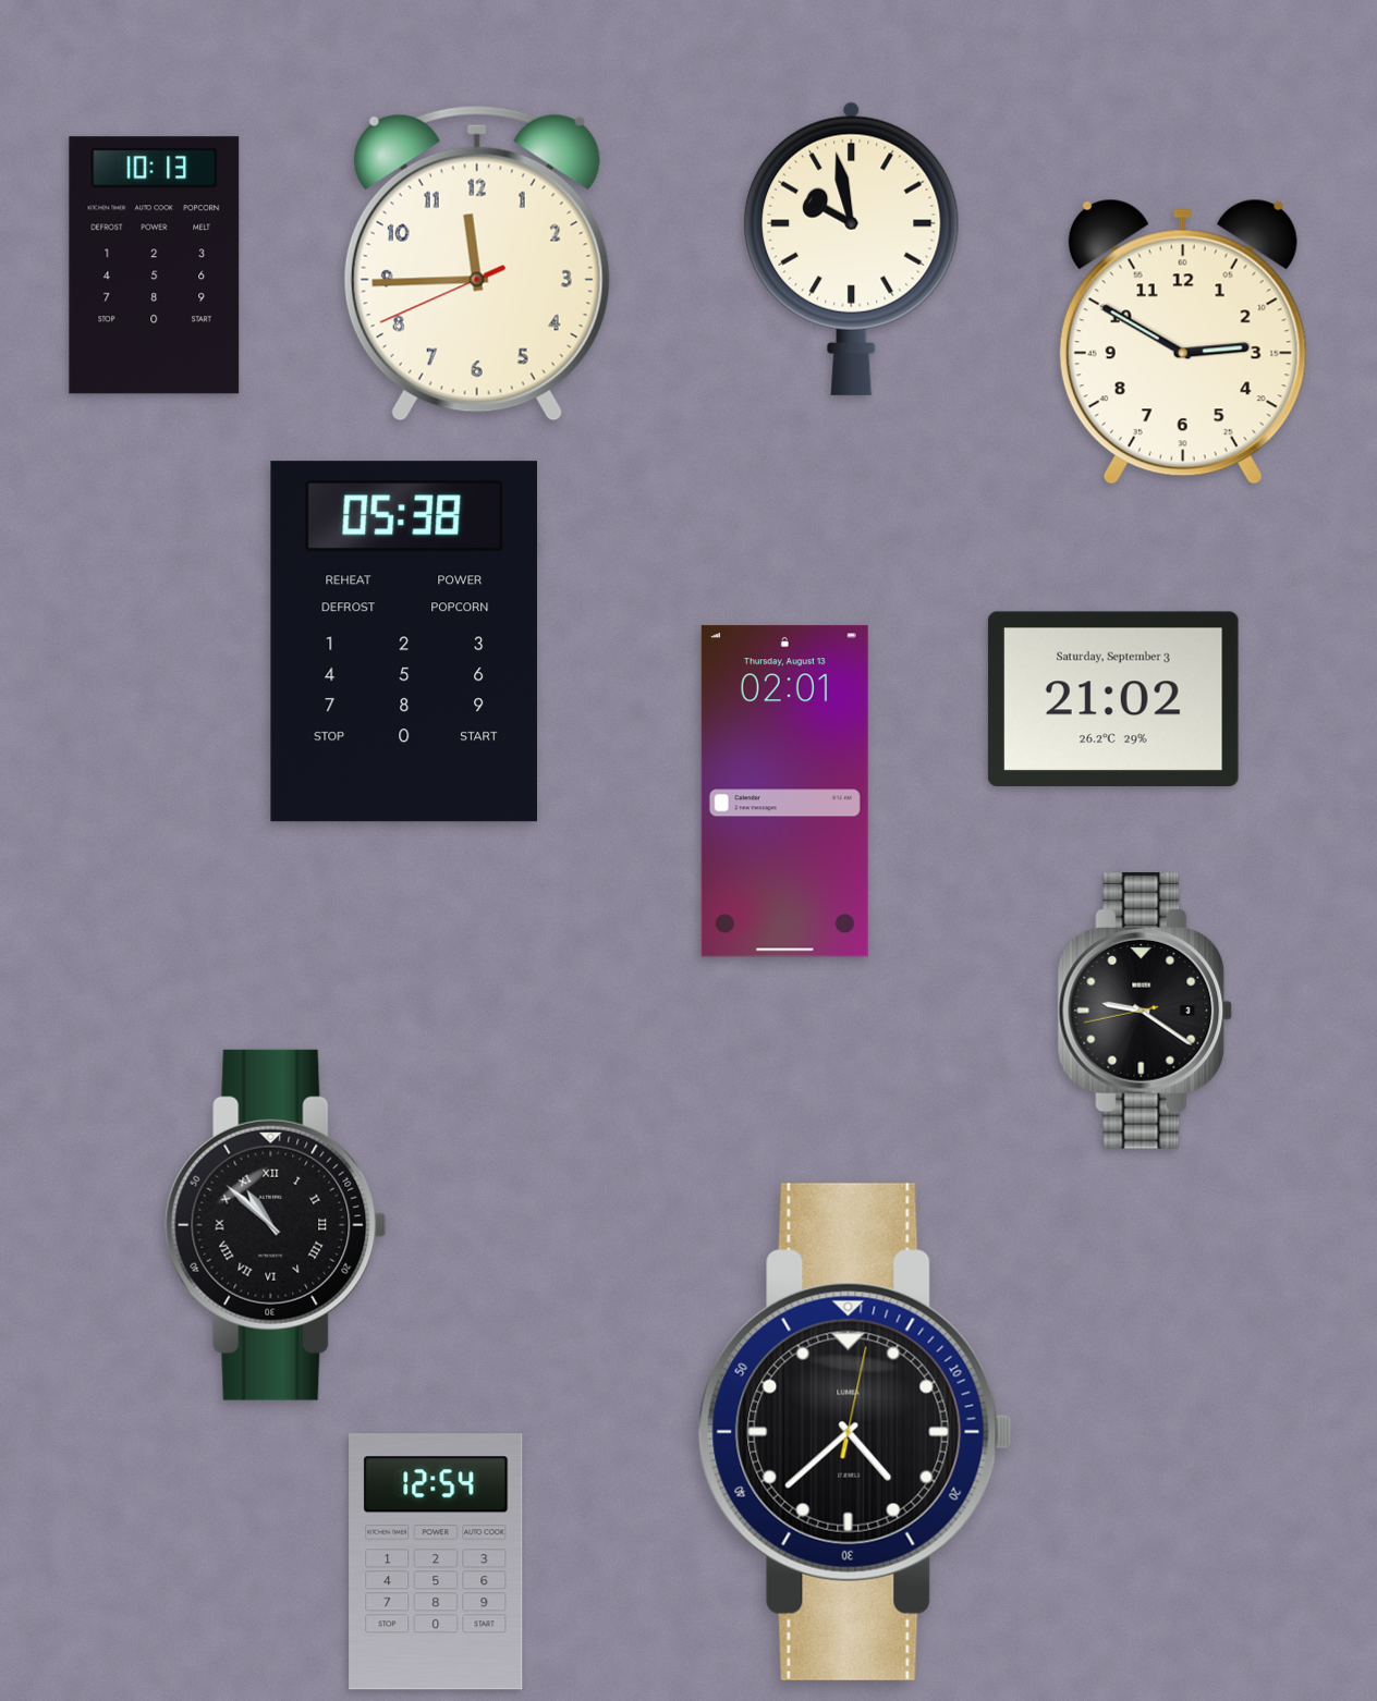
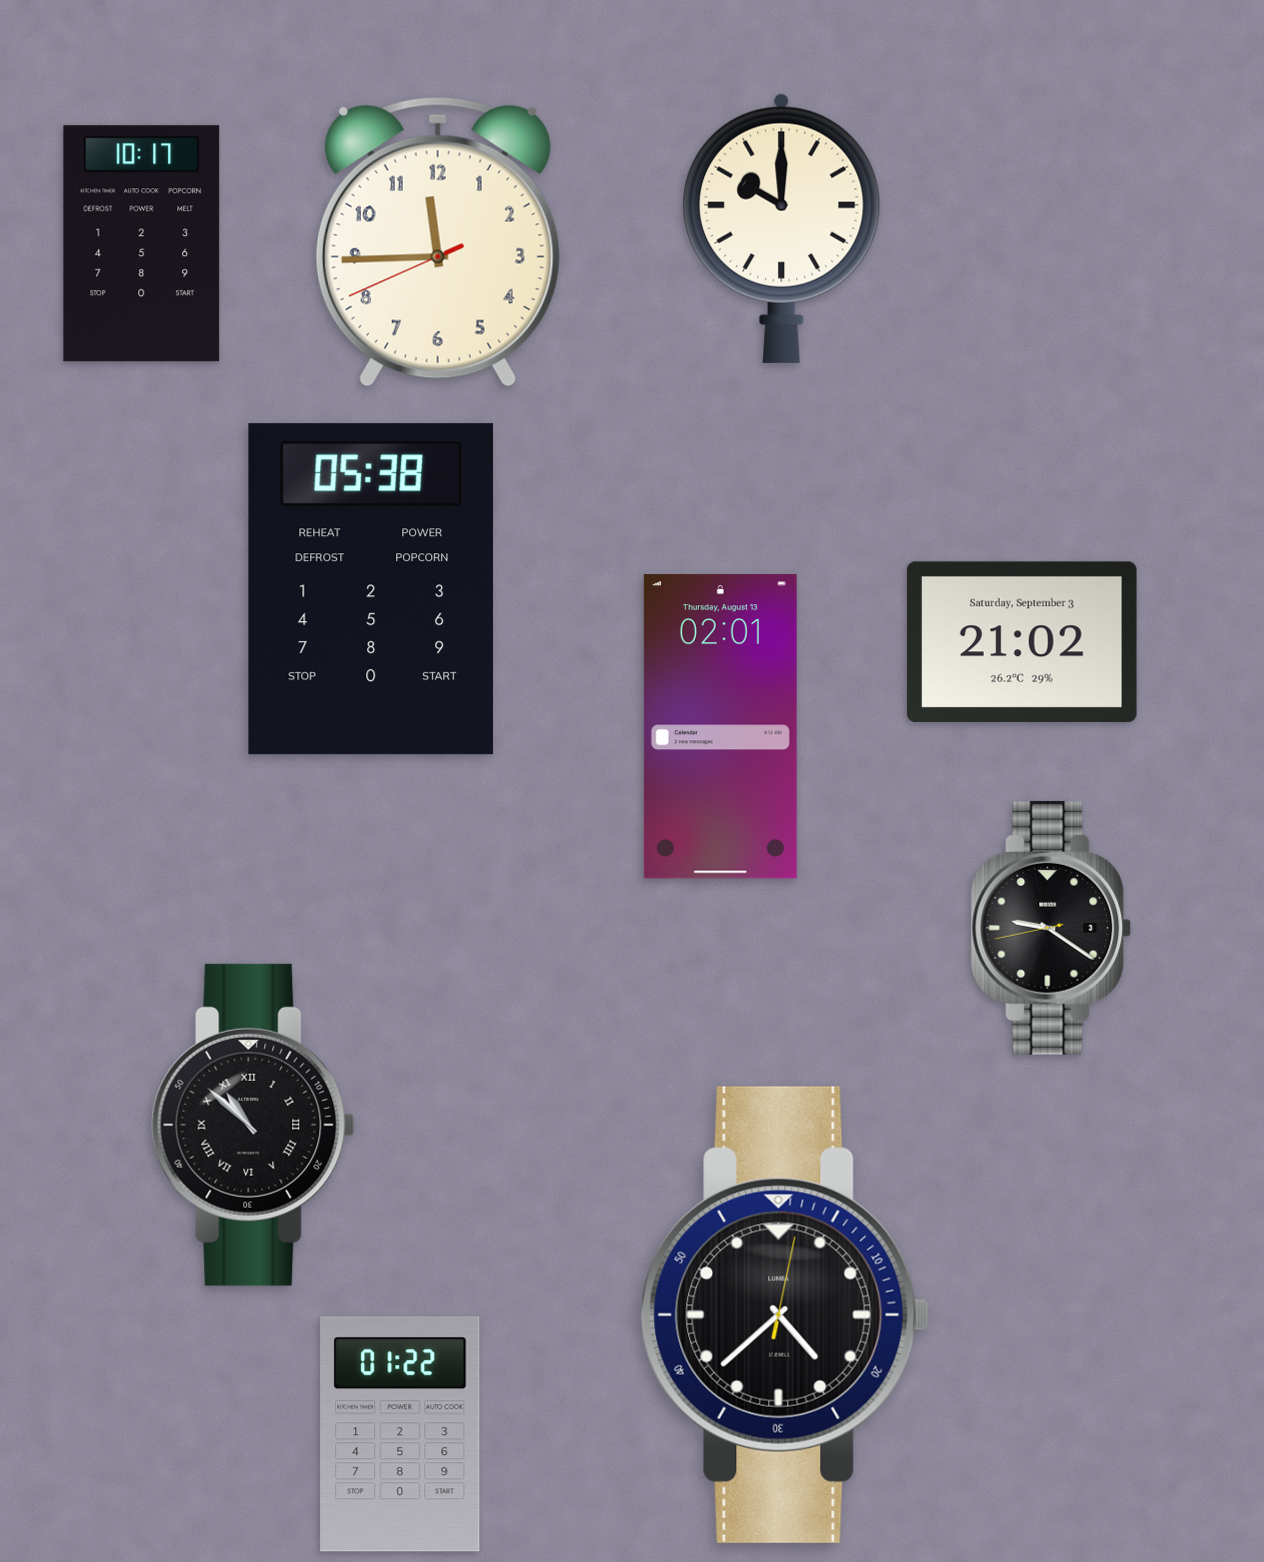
clock at (852, 248): 9:58 -> 10:00
clock at (155, 266): 10:13 -> 10:17
clock at (1183, 342): 2:50 -> none
clock at (436, 1562): 12:54 -> 01:22
